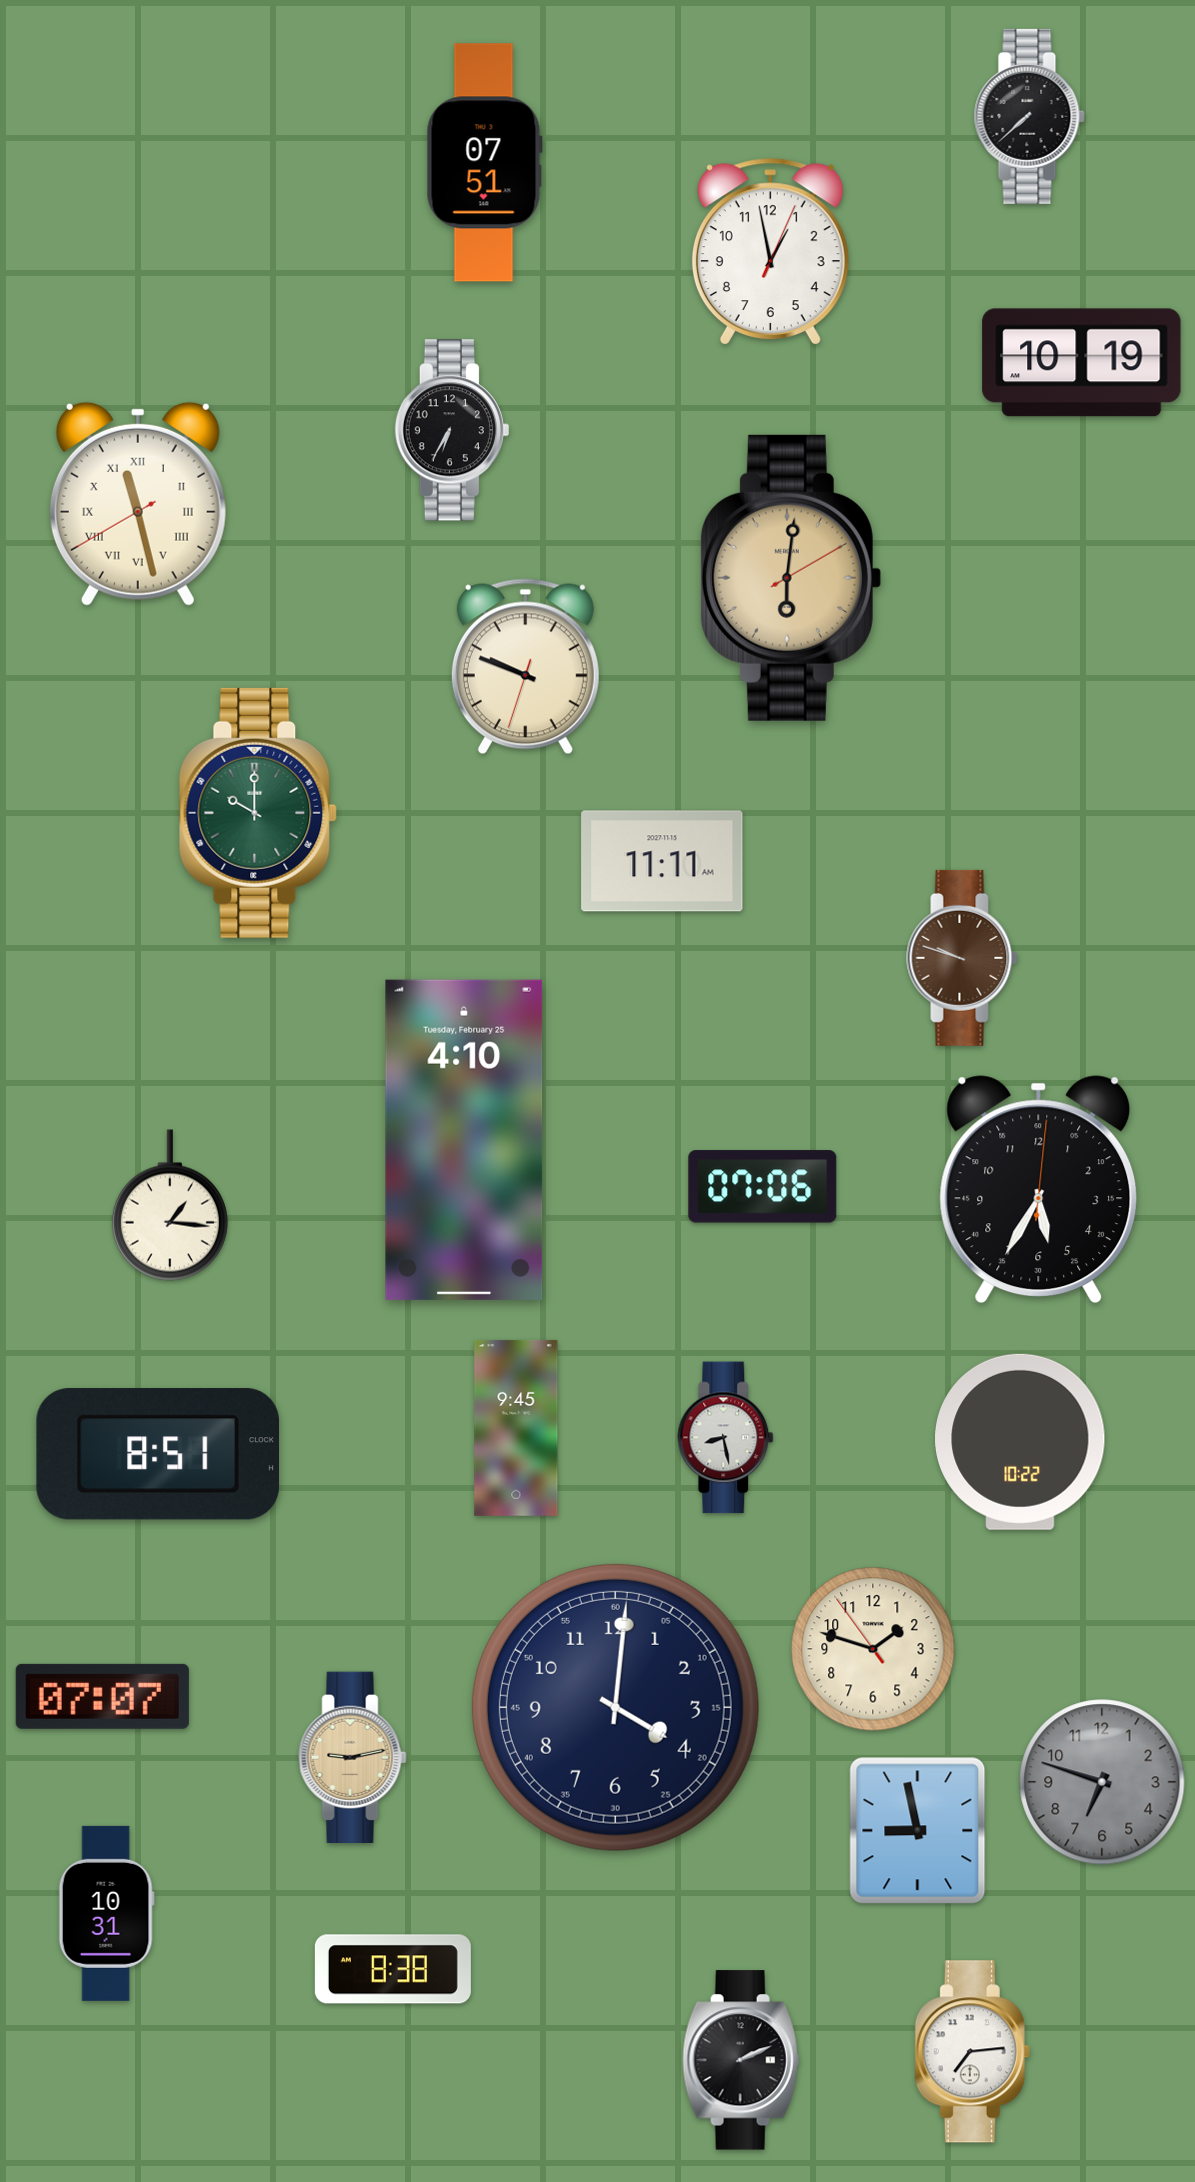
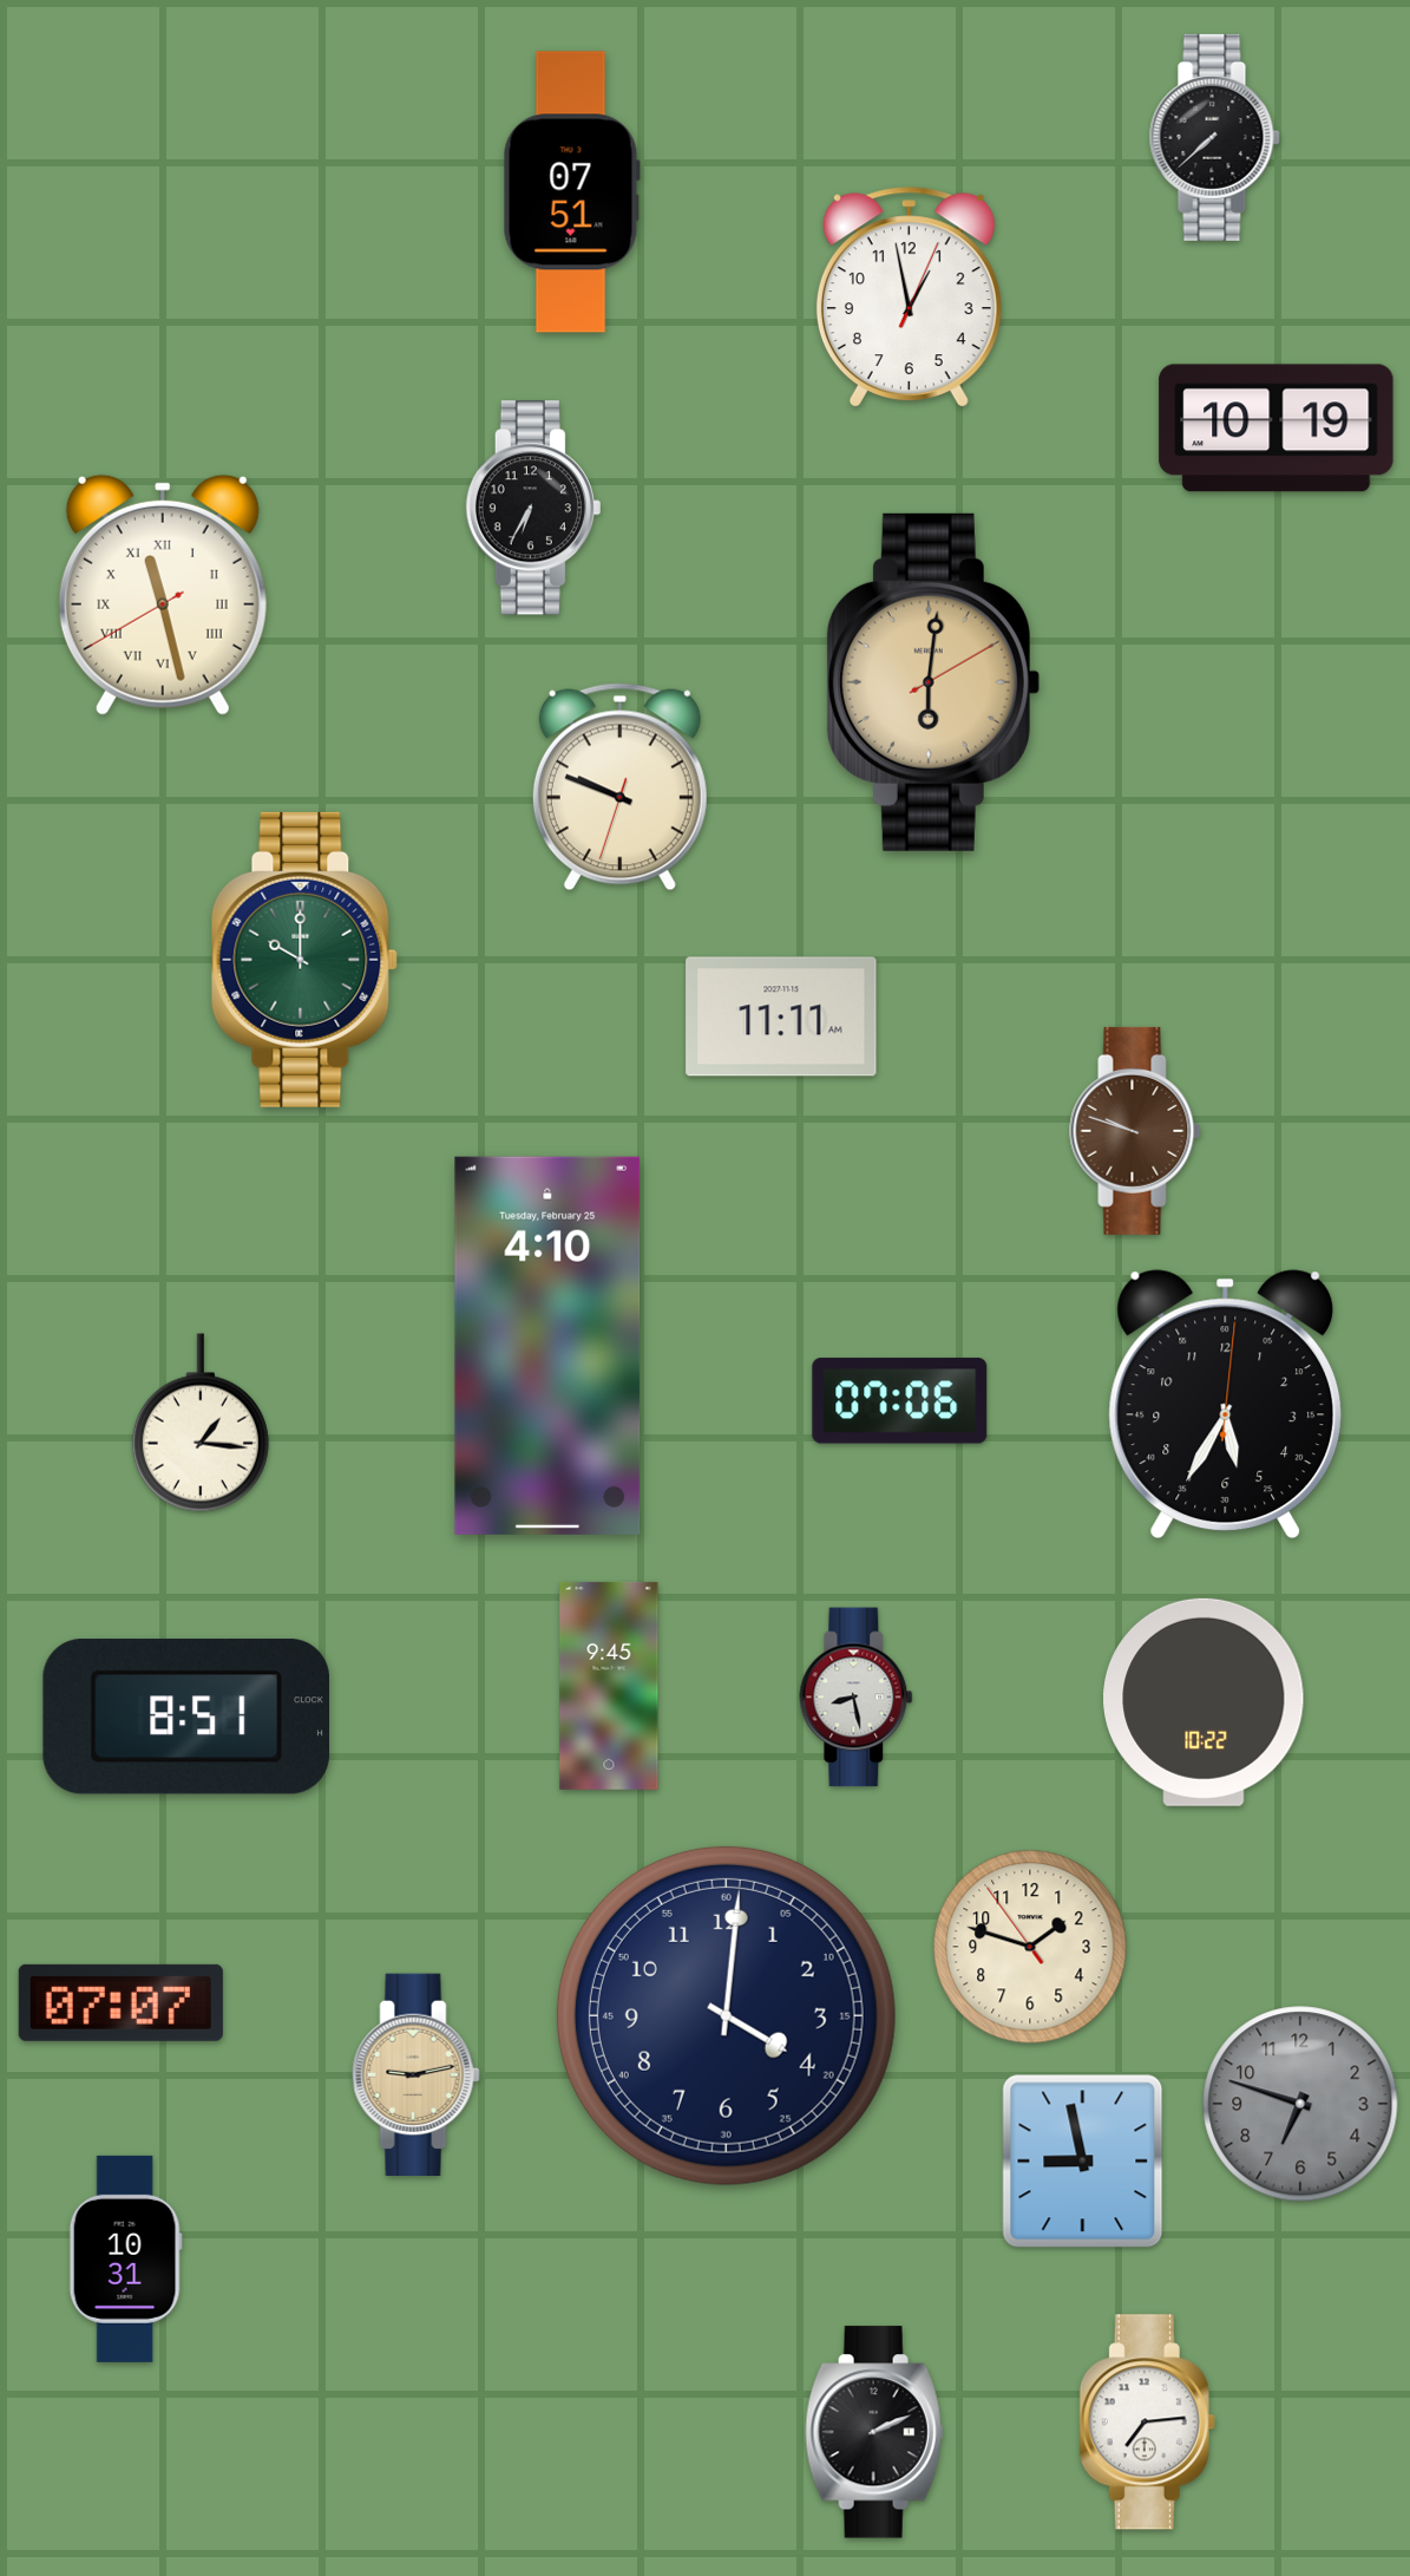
clock at (393, 1969): 8:38 -> none
